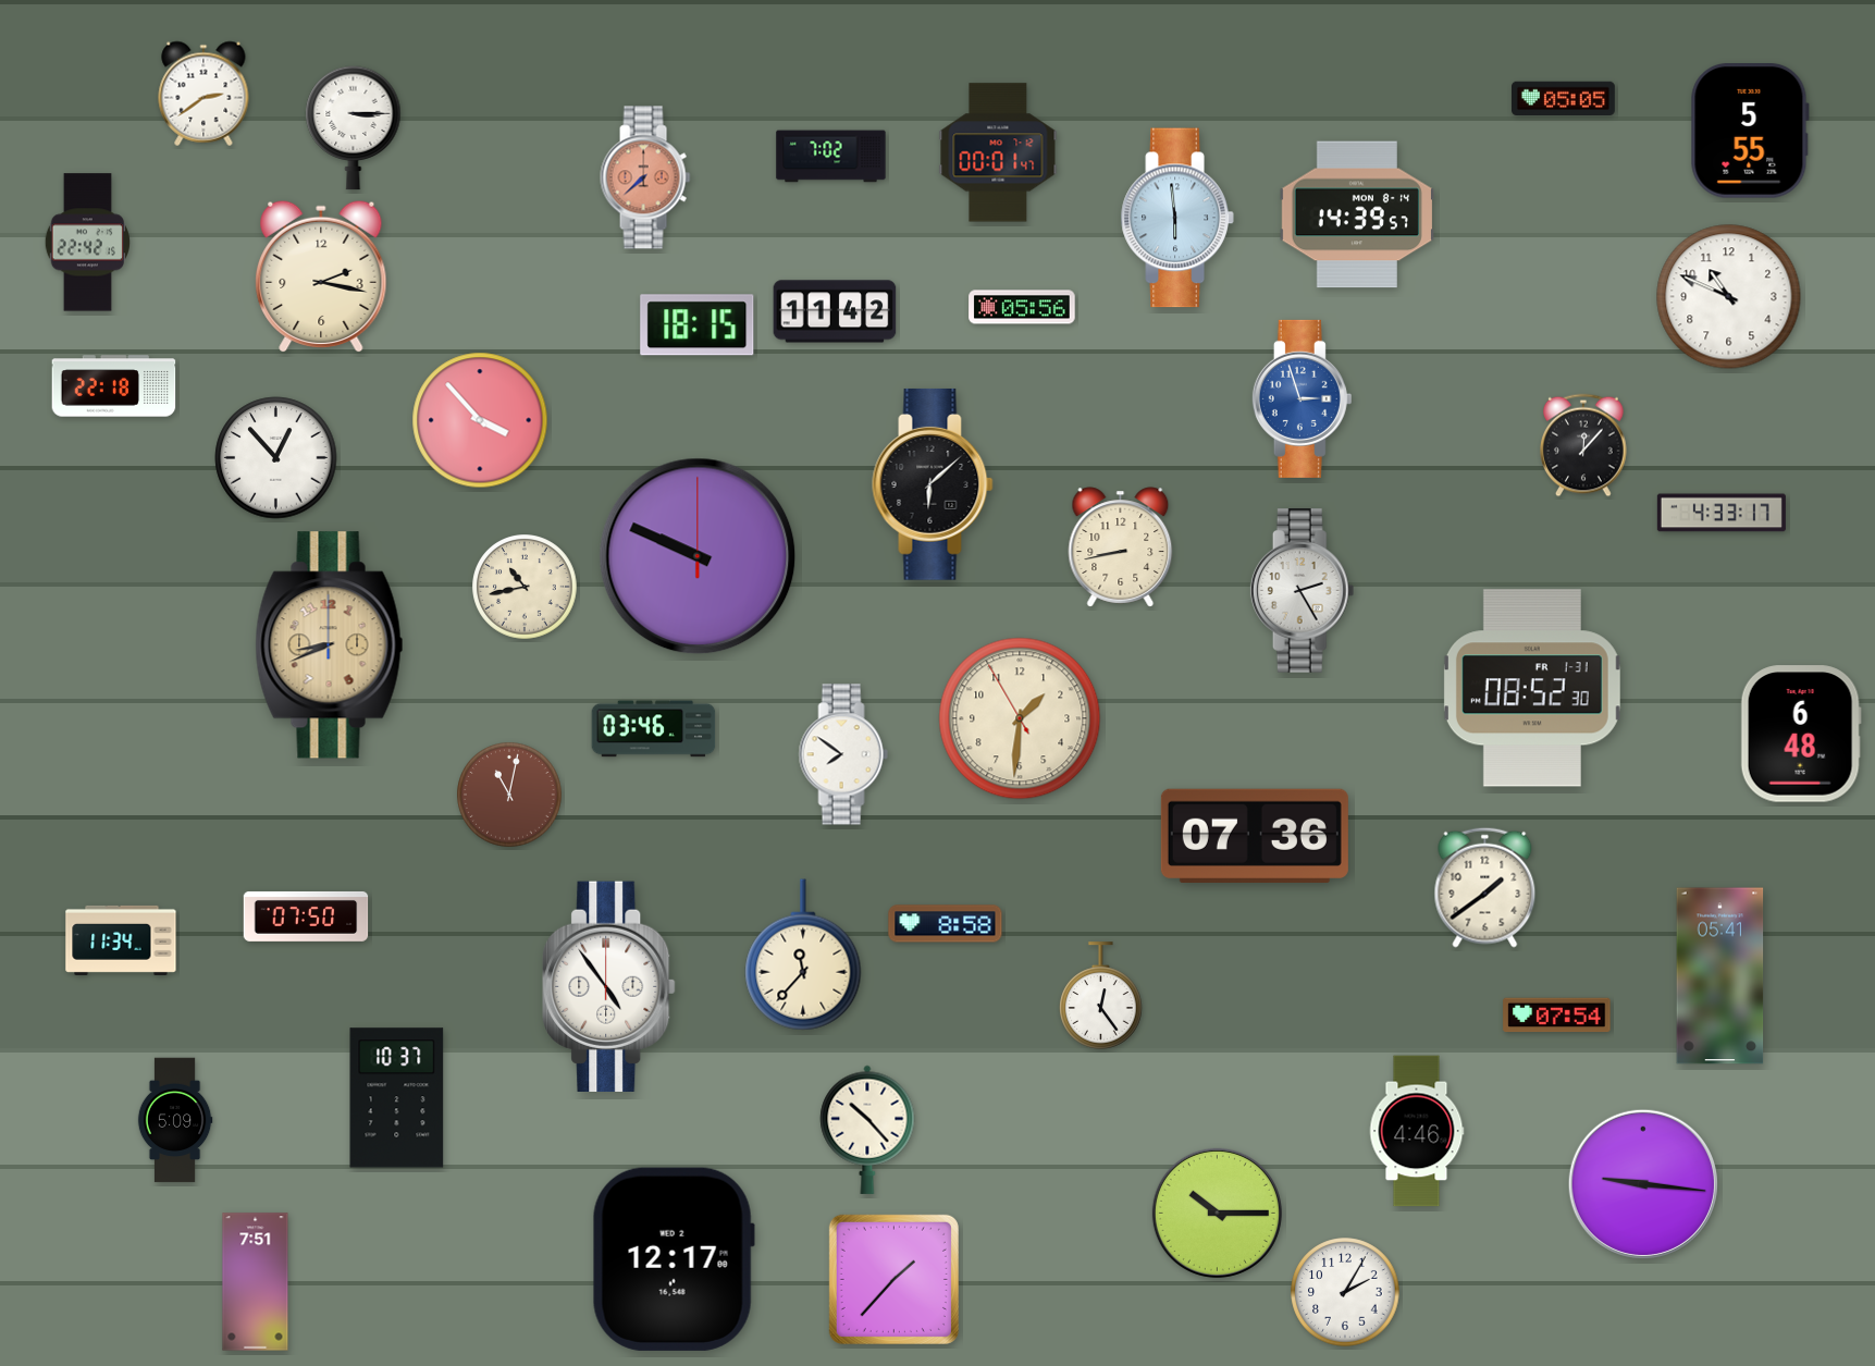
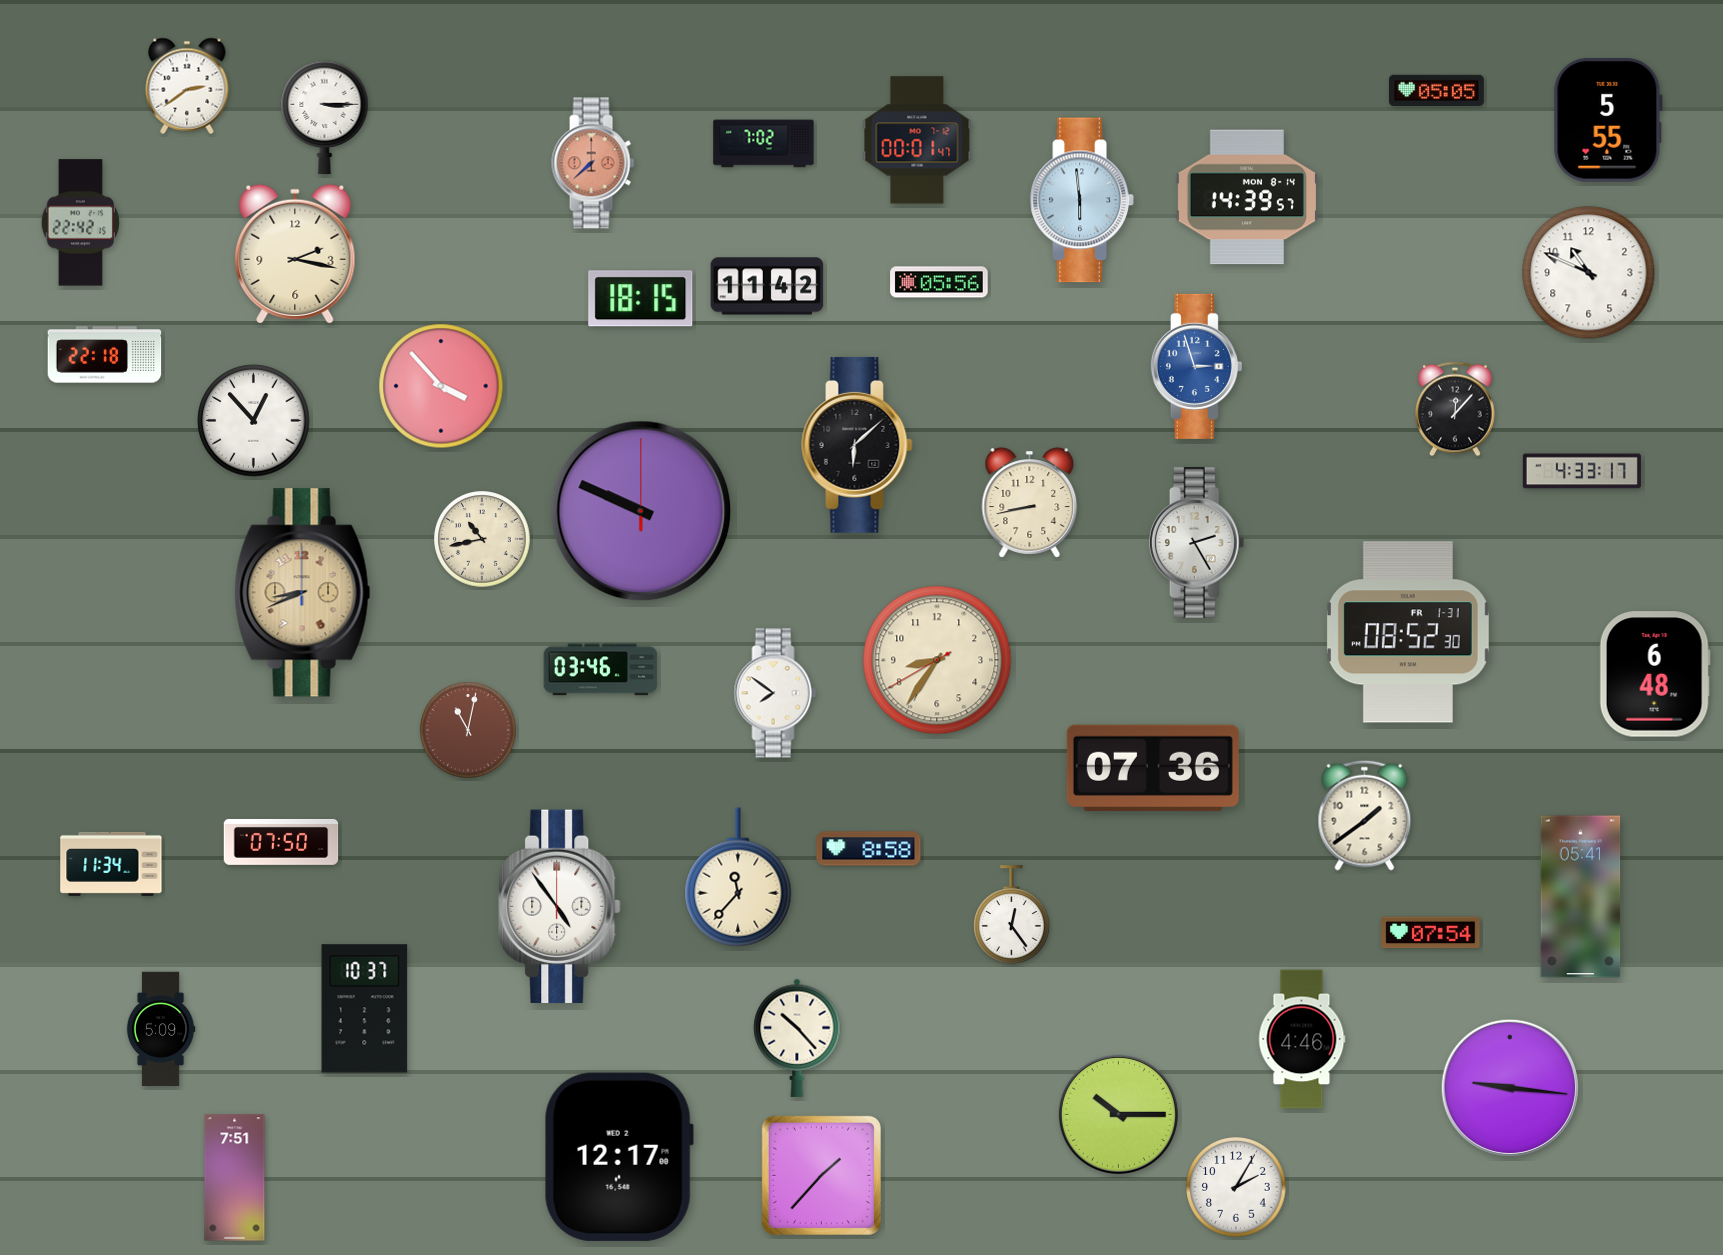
clock at (1020, 718): 1:30 -> 8:35
